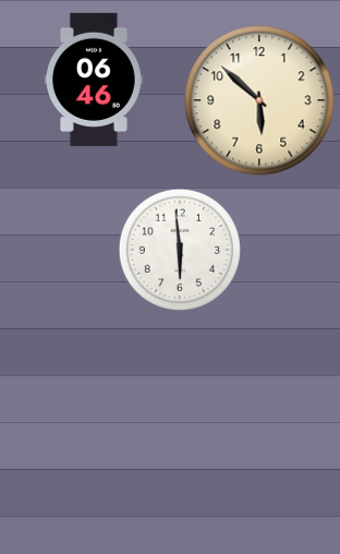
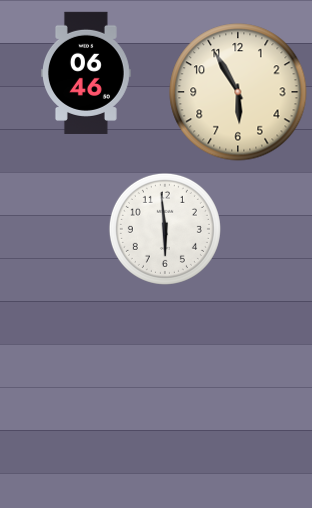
clock at (259, 100): 5:52 -> 5:55
